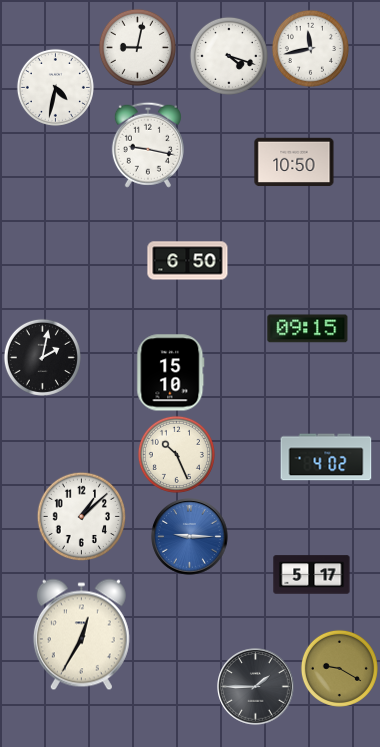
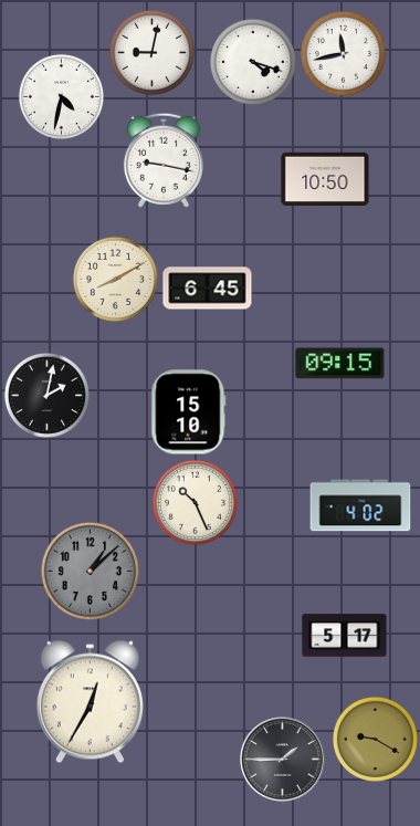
clock at (115, 279): none -> 8:10
clock at (188, 261): 6:50 -> 6:45
clock at (81, 516) dial: white -> grey
clock at (190, 537): 9:15 -> none
